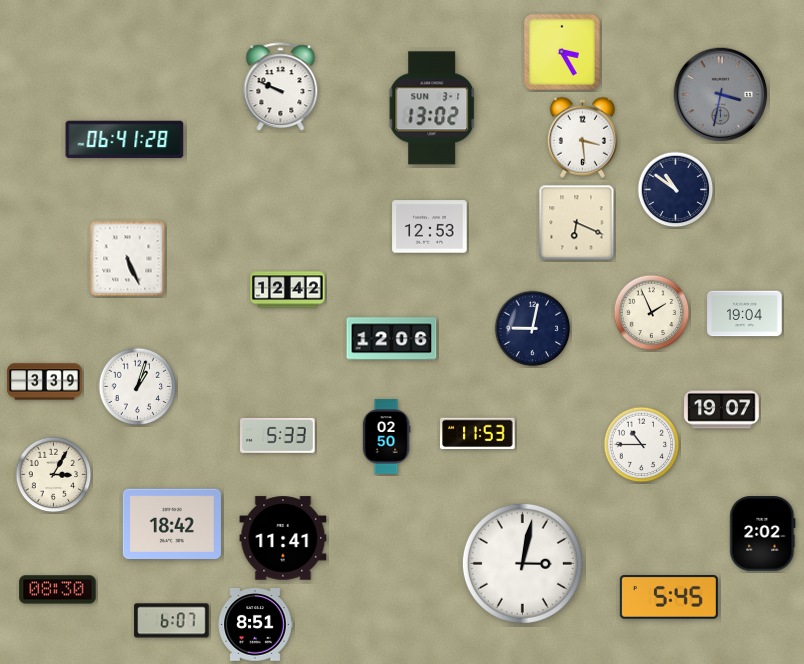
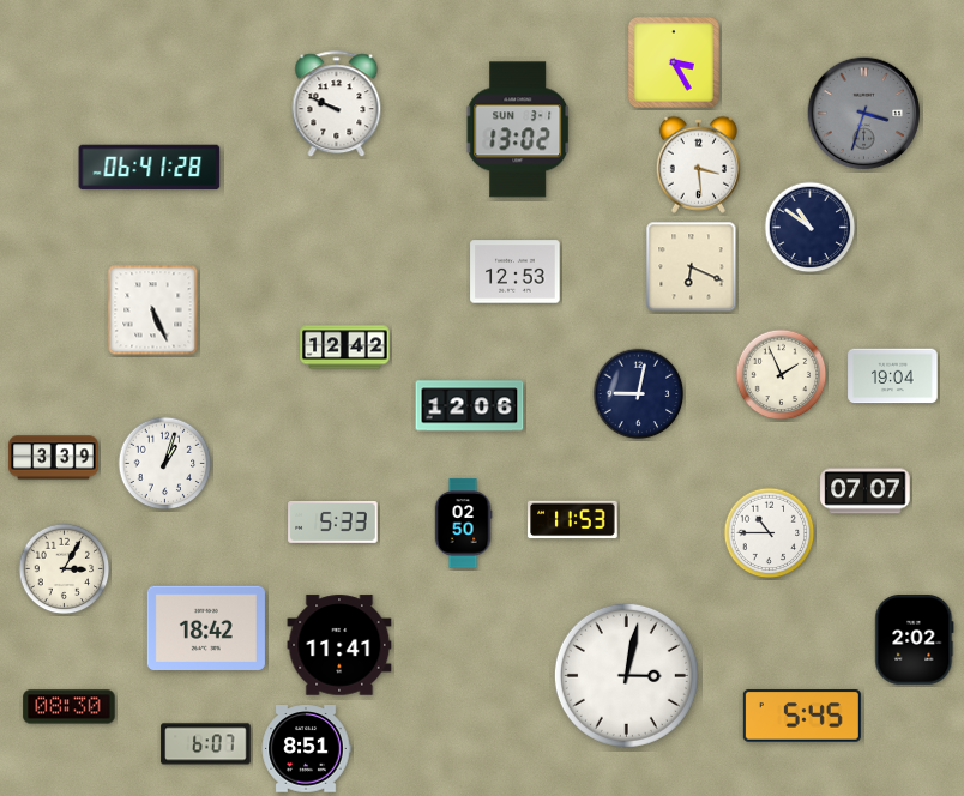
clock at (721, 95): 3:32 -> 3:33
clock at (722, 410): 19:07 -> 07:07
